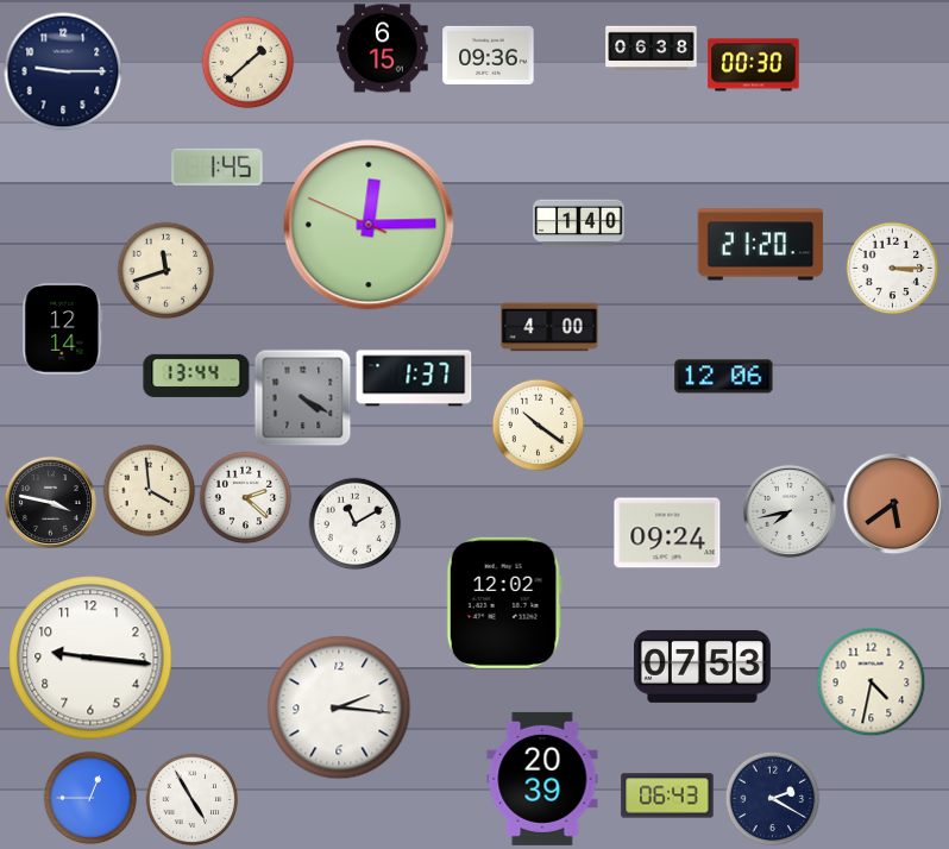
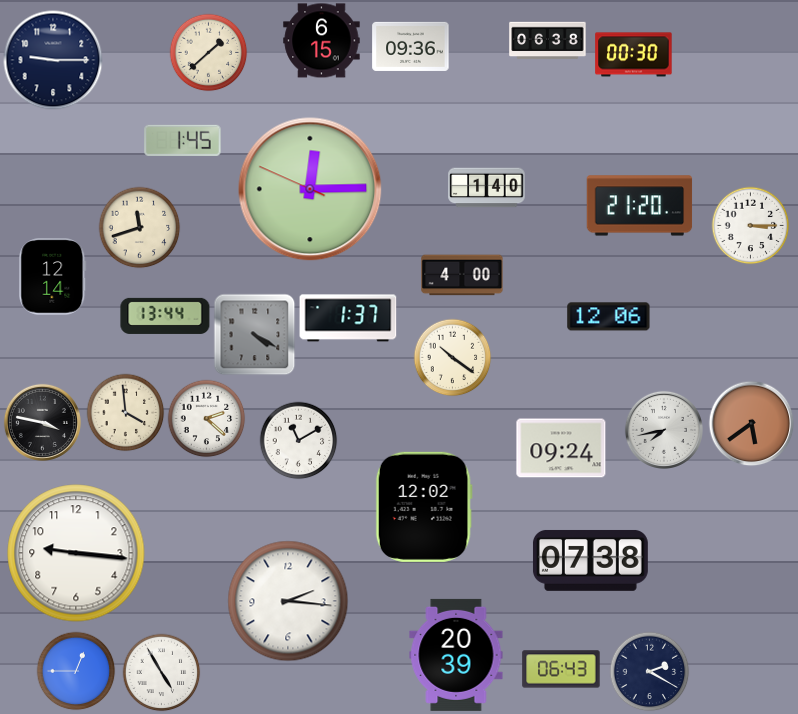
clock at (702, 666): 07:53 -> 07:38
clock at (871, 681): 4:32 -> none
clock at (339, 707) position: (339, 707) -> (288, 601)
